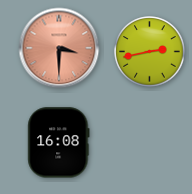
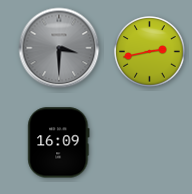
clock at (59, 48) dial: salmon -> grey
clock at (59, 143): 16:08 -> 16:09
